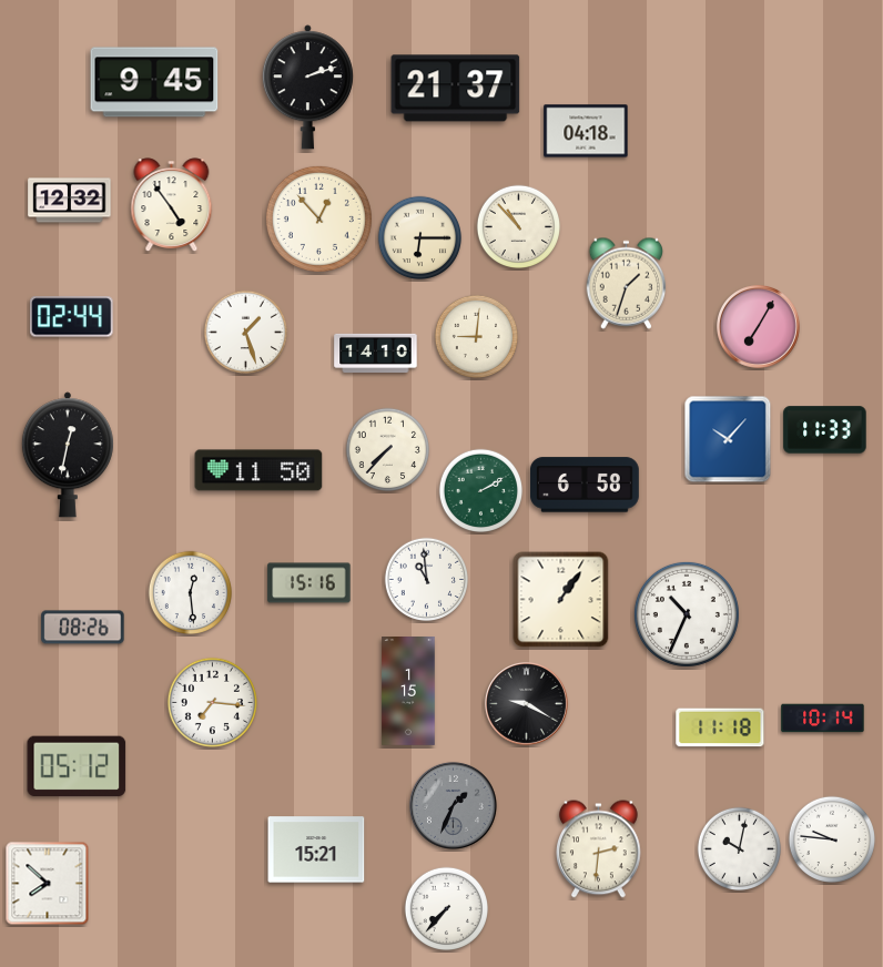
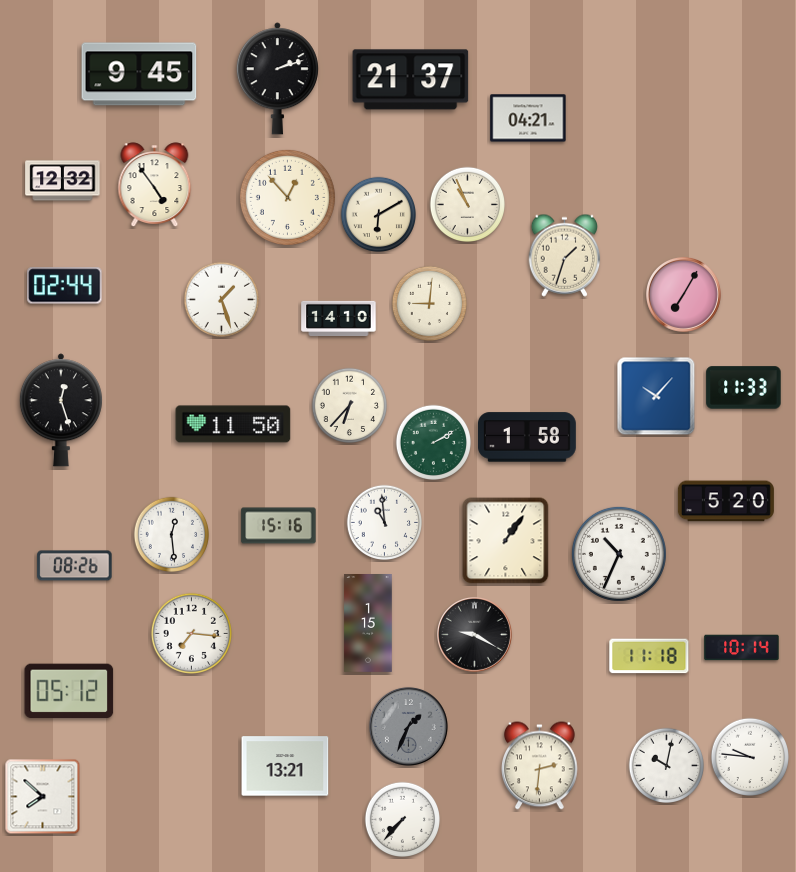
clock at (586, 131): 04:18 -> 04:21
clock at (519, 227): 10:53 -> 10:56
clock at (420, 238): 6:15 -> 6:10
clock at (388, 450): 7:37 -> 6:37
clock at (68, 455): 12:32 -> 12:27
clock at (585, 485): 6:58 -> 1:58
clock at (726, 501): none -> 5:20
clock at (316, 849): 15:21 -> 13:21
